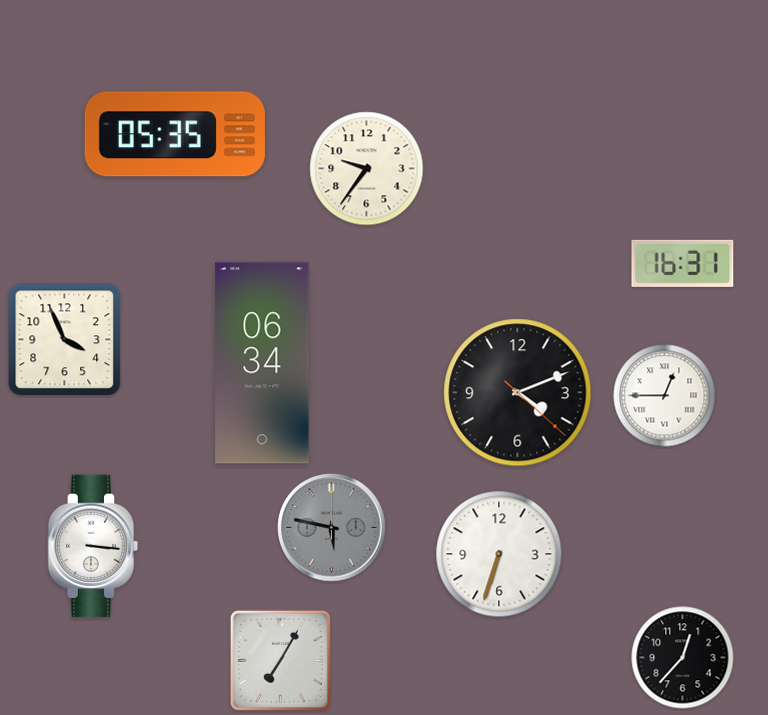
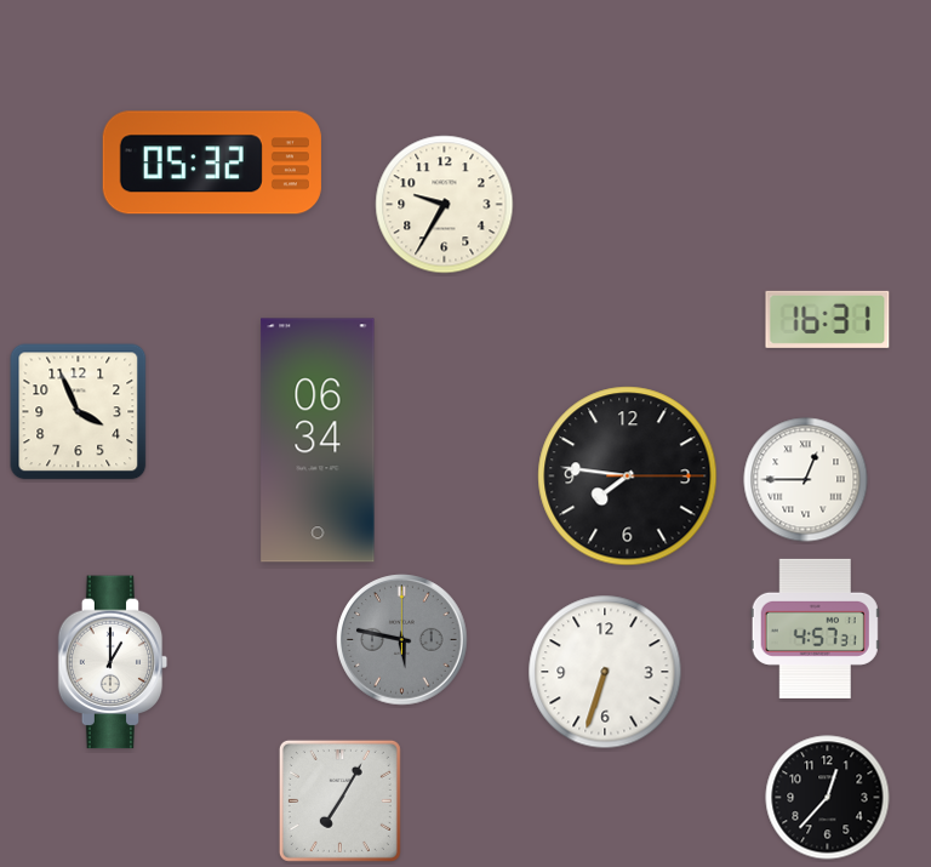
clock at (175, 134): 05:35 -> 05:32
clock at (367, 169): 9:36 -> 9:35
clock at (518, 393): 4:11 -> 7:46
clock at (815, 628): none -> 4:57
clock at (93, 546): 3:16 -> 1:00
